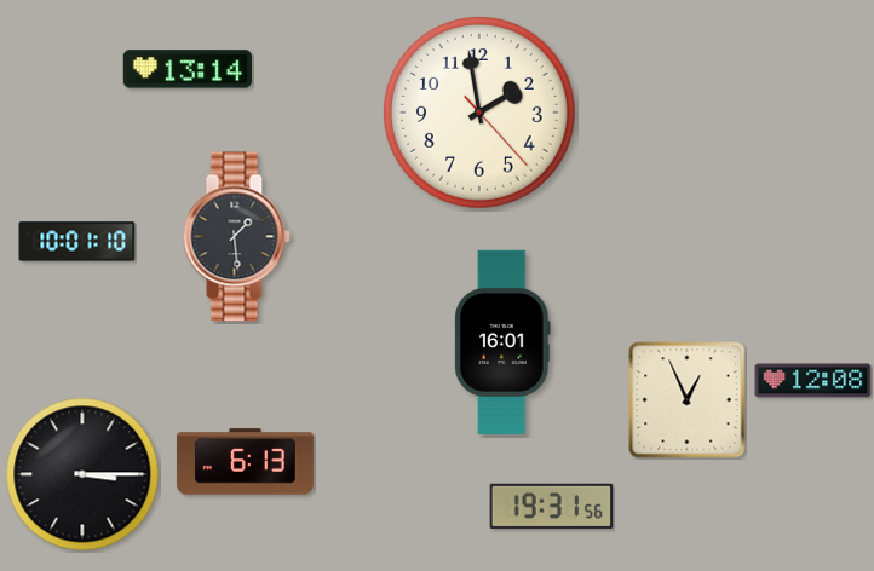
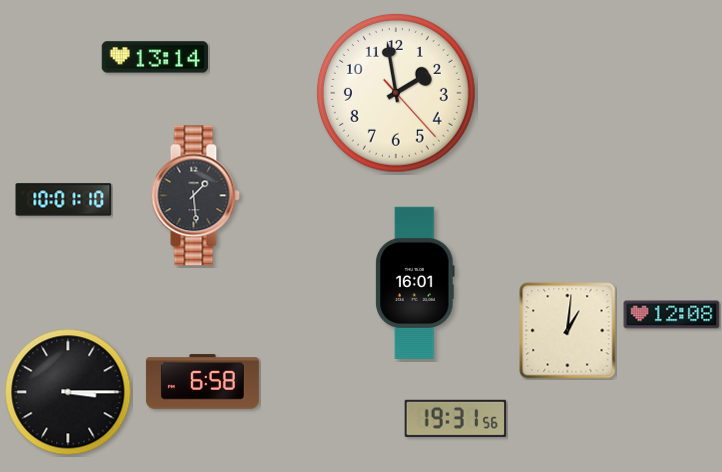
clock at (688, 400): 12:56 -> 1:01
clock at (245, 462): 6:13 -> 6:58
